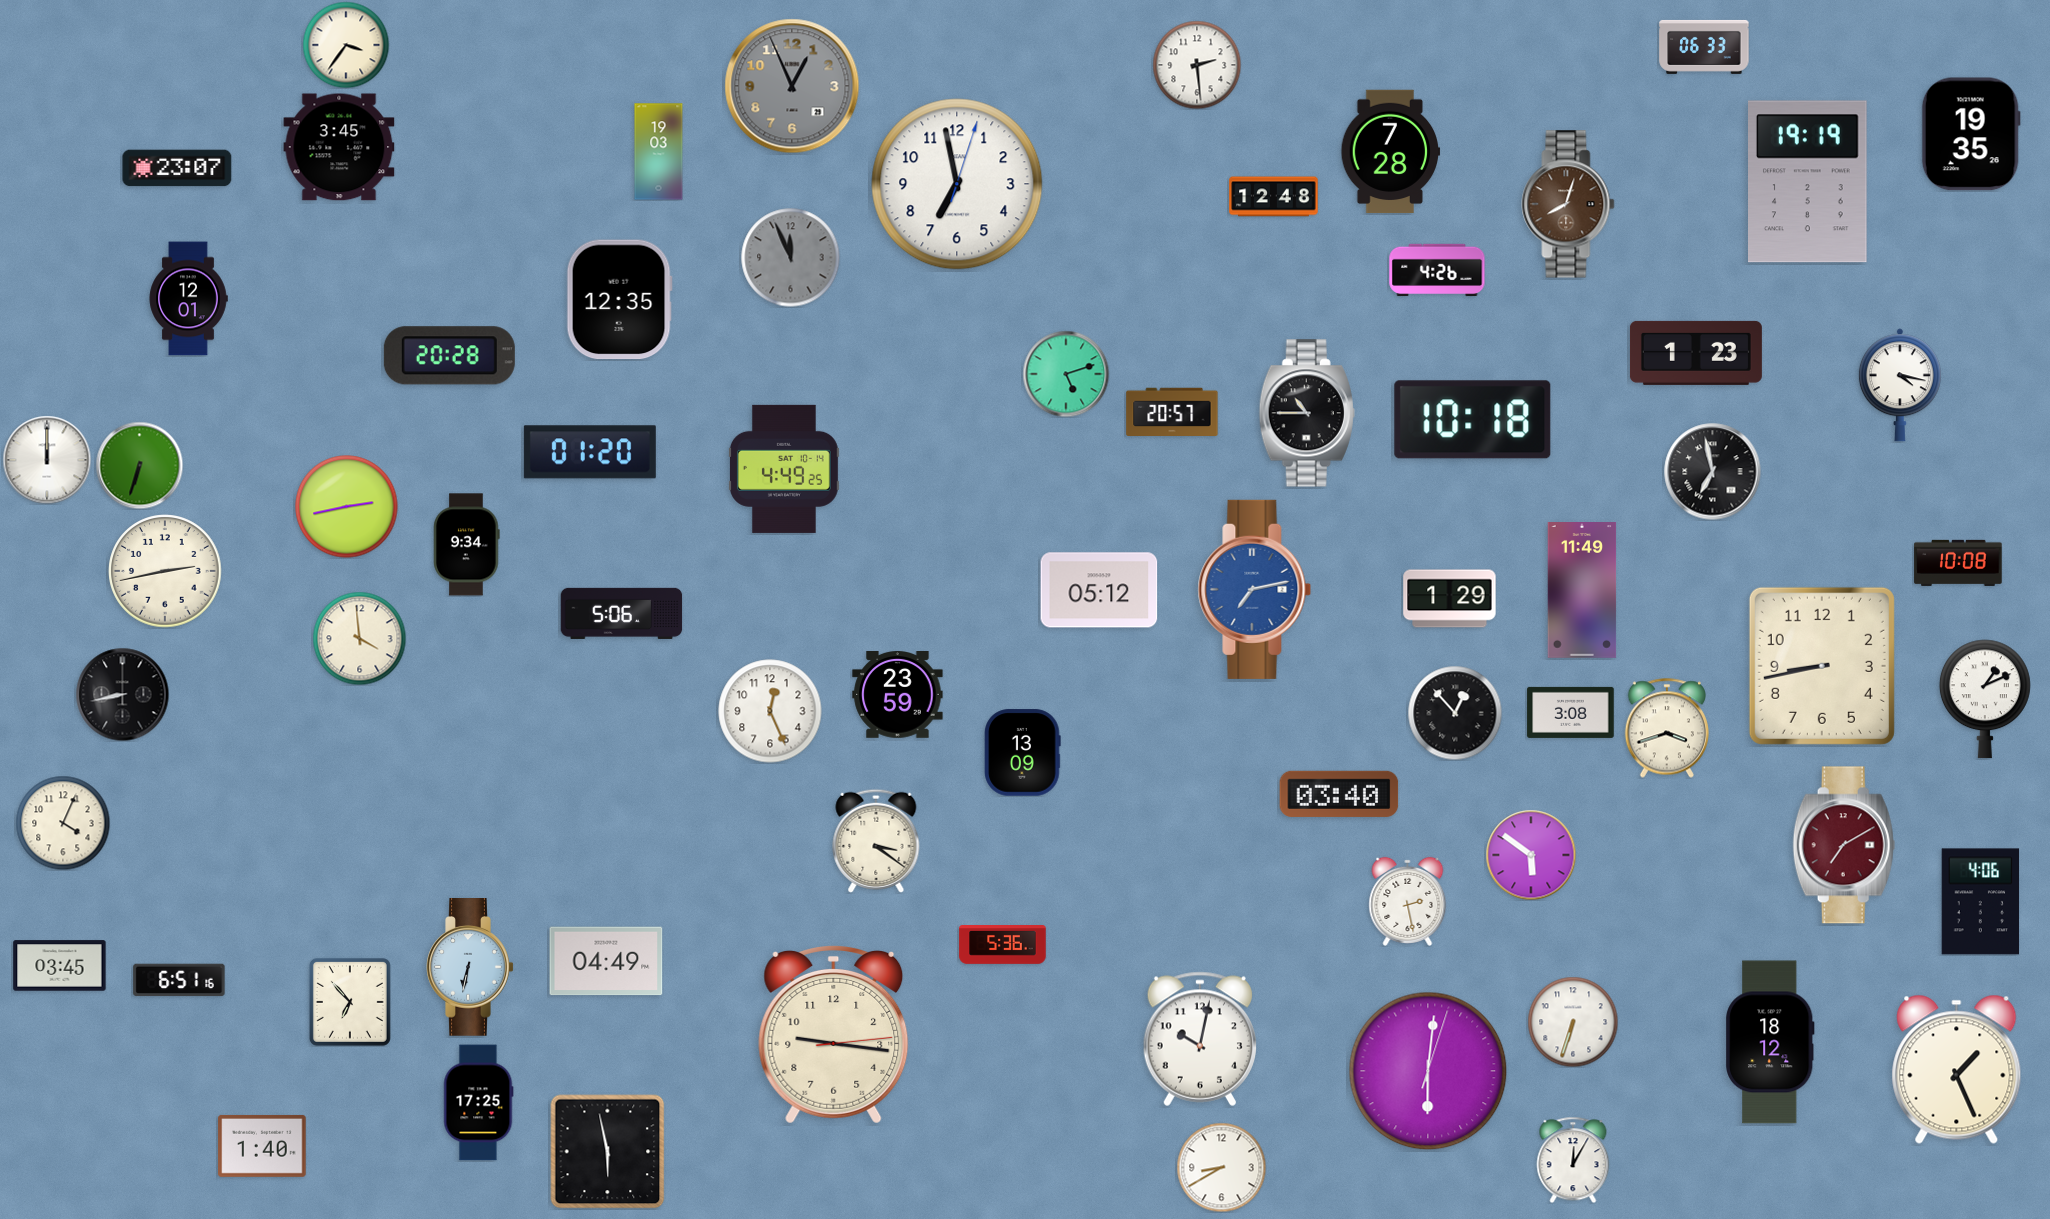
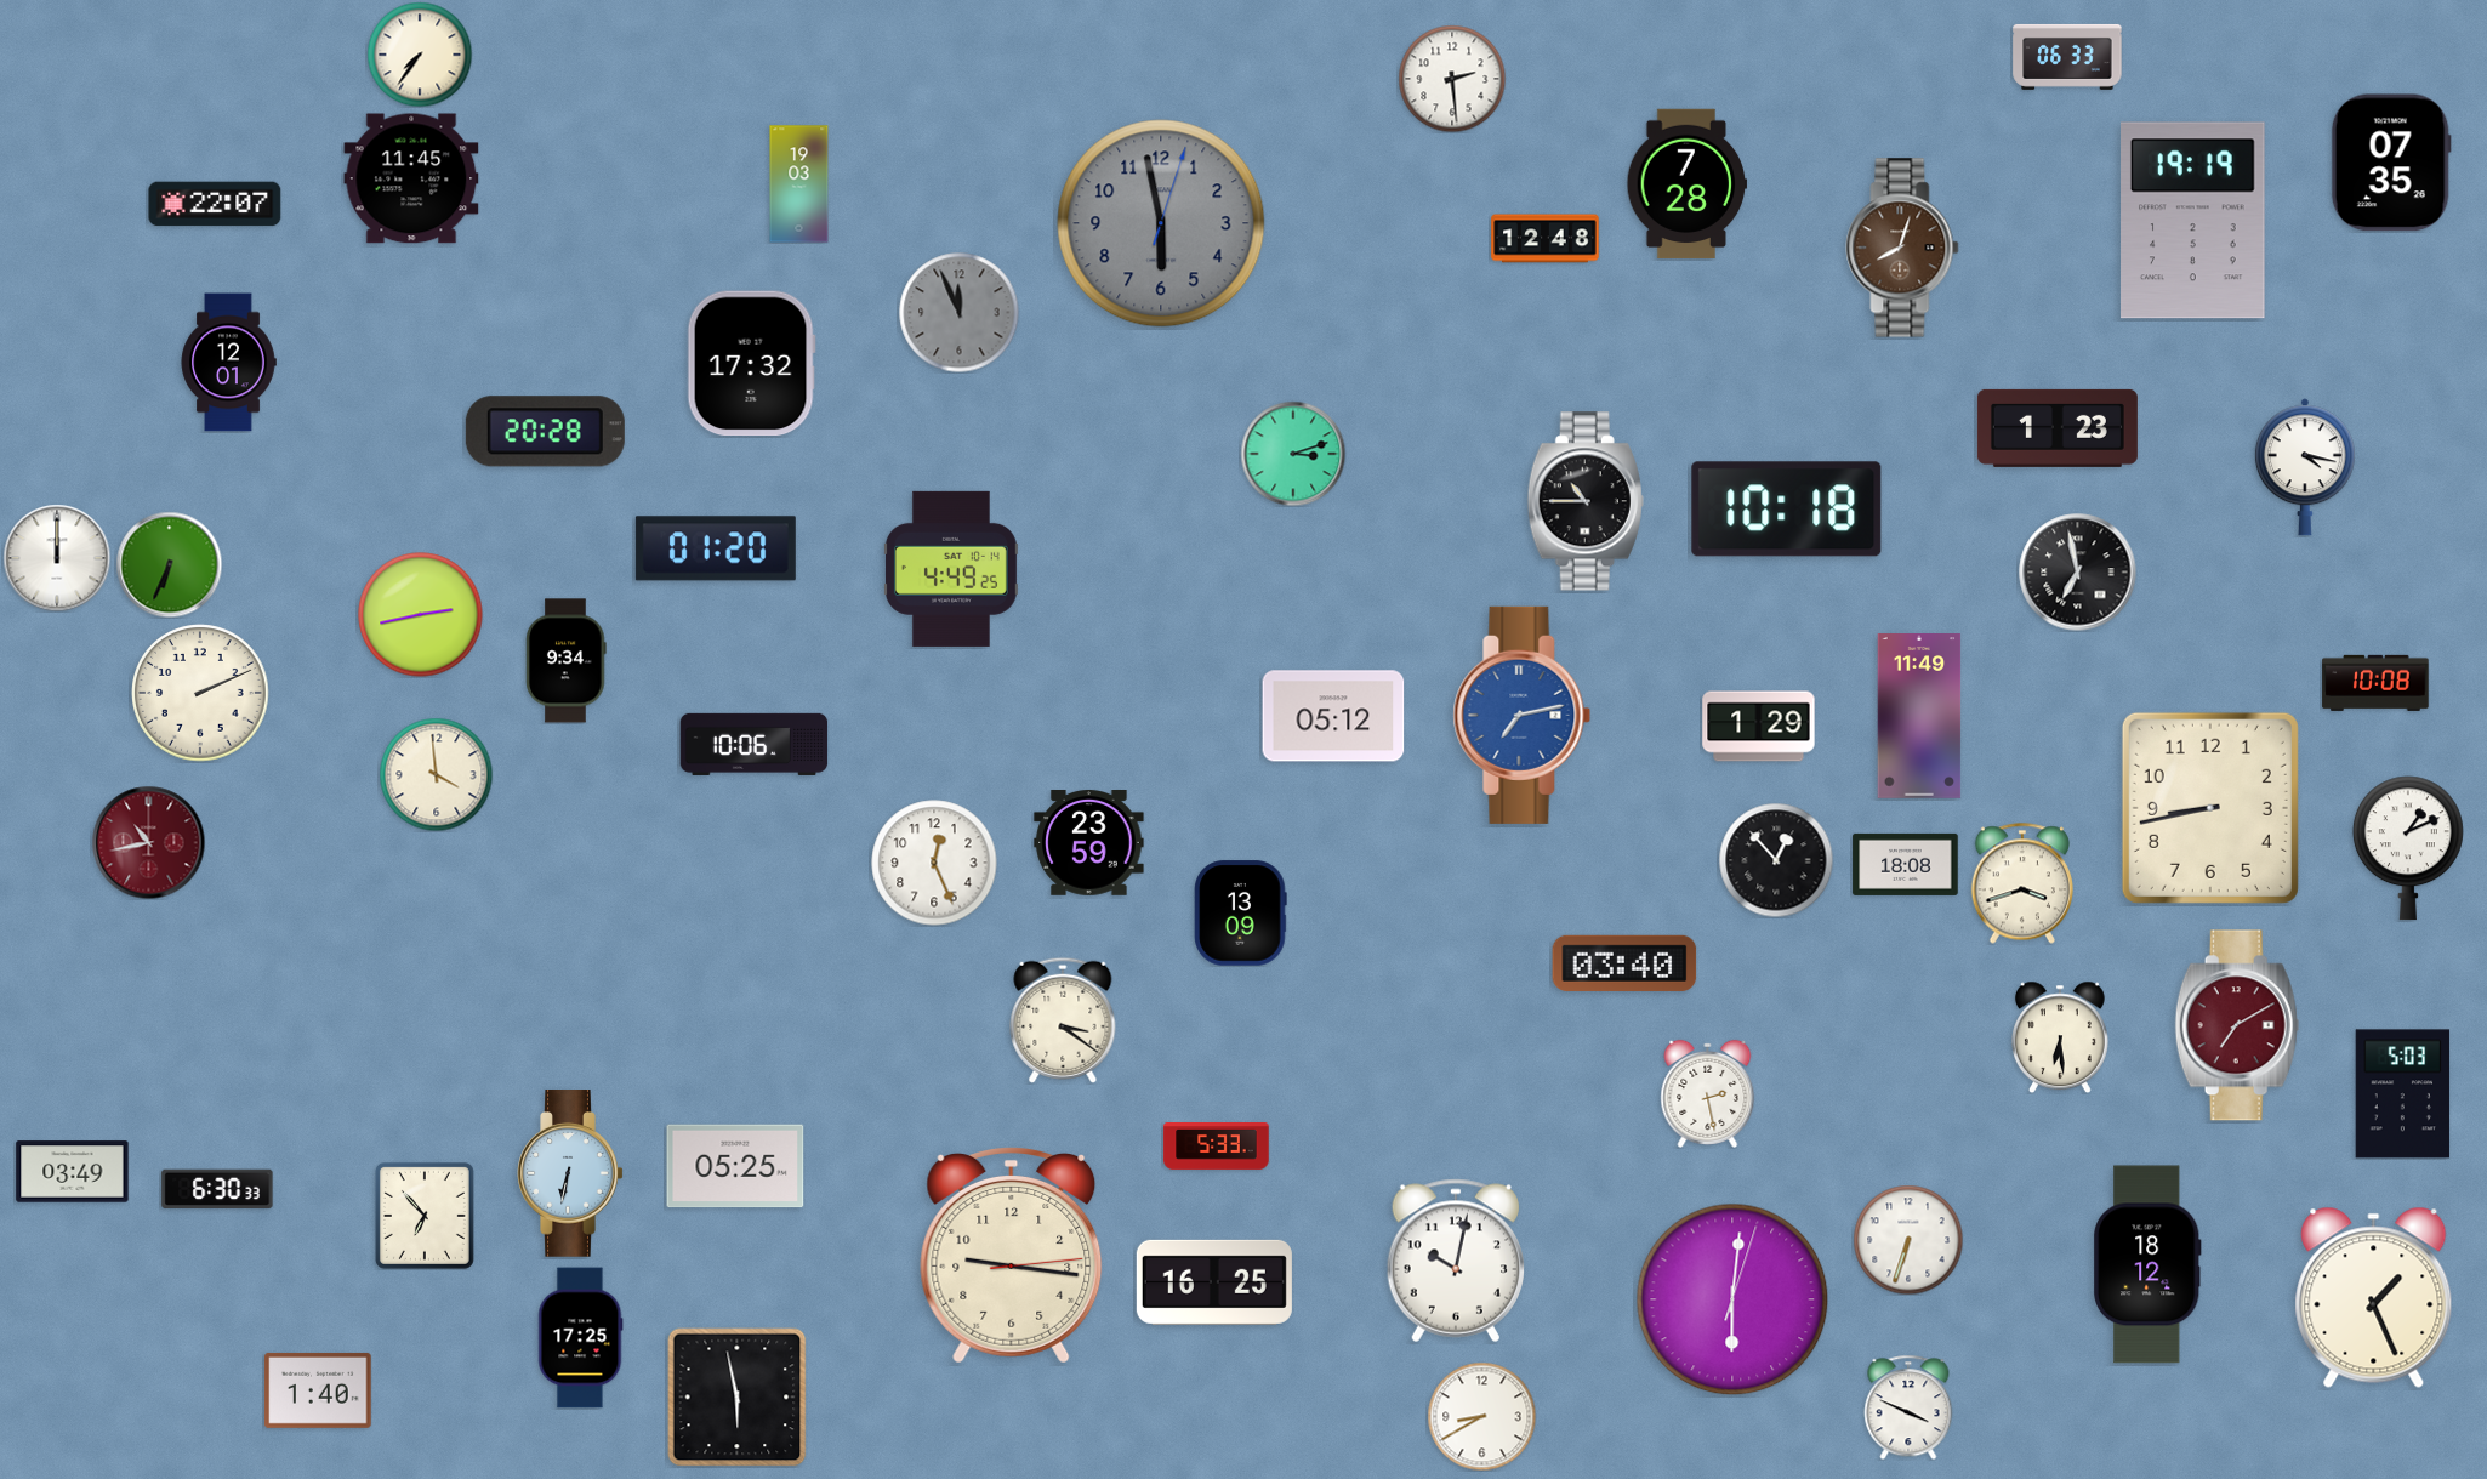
clock at (346, 45): 3:36 -> 7:36
clock at (792, 86): 12:56 -> none
clock at (1971, 134): 19:35 -> 07:35
clock at (339, 147): 3:45 -> 11:45
clock at (177, 168): 23:07 -> 22:07
clock at (957, 184): 6:58 -> 5:58
clock at (957, 184) dial: white -> grey
clock at (1437, 270): 4:26 -> none
clock at (619, 300): 12:35 -> 17:32
clock at (1066, 374): 5:12 -> 3:12
clock at (1172, 411): 20:57 -> none
clock at (139, 465): 6:33 -> 6:34
clock at (165, 571): 2:43 -> 2:11
clock at (622, 613): 5:06 -> 10:06
clock at (122, 694): 8:43 -> 10:43
clock at (122, 694) dial: black -> burgundy
clock at (1571, 712): 3:08 -> 18:08
clock at (1455, 713) position: (1455, 713) -> (1776, 860)
clock at (63, 823): 4:04 -> none
clock at (1531, 855): 5:51 -> none
clock at (2060, 1037): none -> 6:29
clock at (1981, 902): 4:06 -> 5:03
clock at (1003, 945): 5:36 -> 5:33
clock at (606, 961): 04:49 -> 05:25
clock at (60, 966): 03:45 -> 03:49
clock at (179, 980): 6:51 -> 6:30
clock at (1214, 1282): none -> 16:25
clock at (1573, 1160): 12:05 -> 3:49
